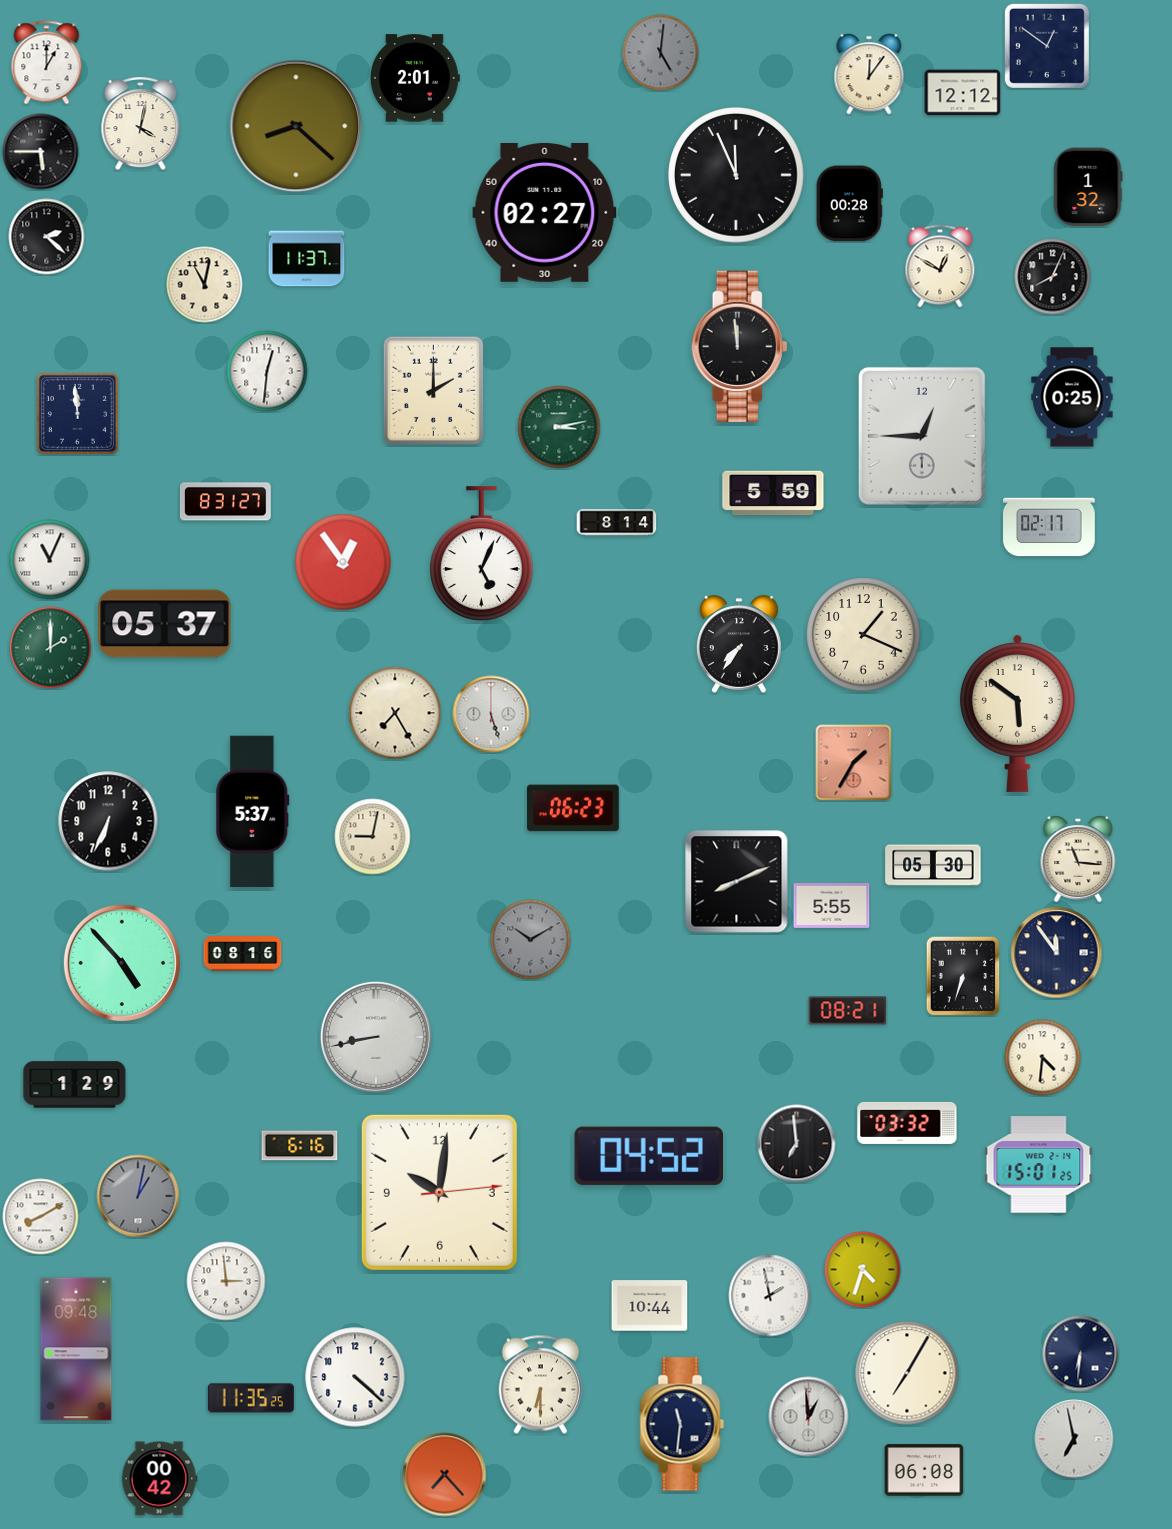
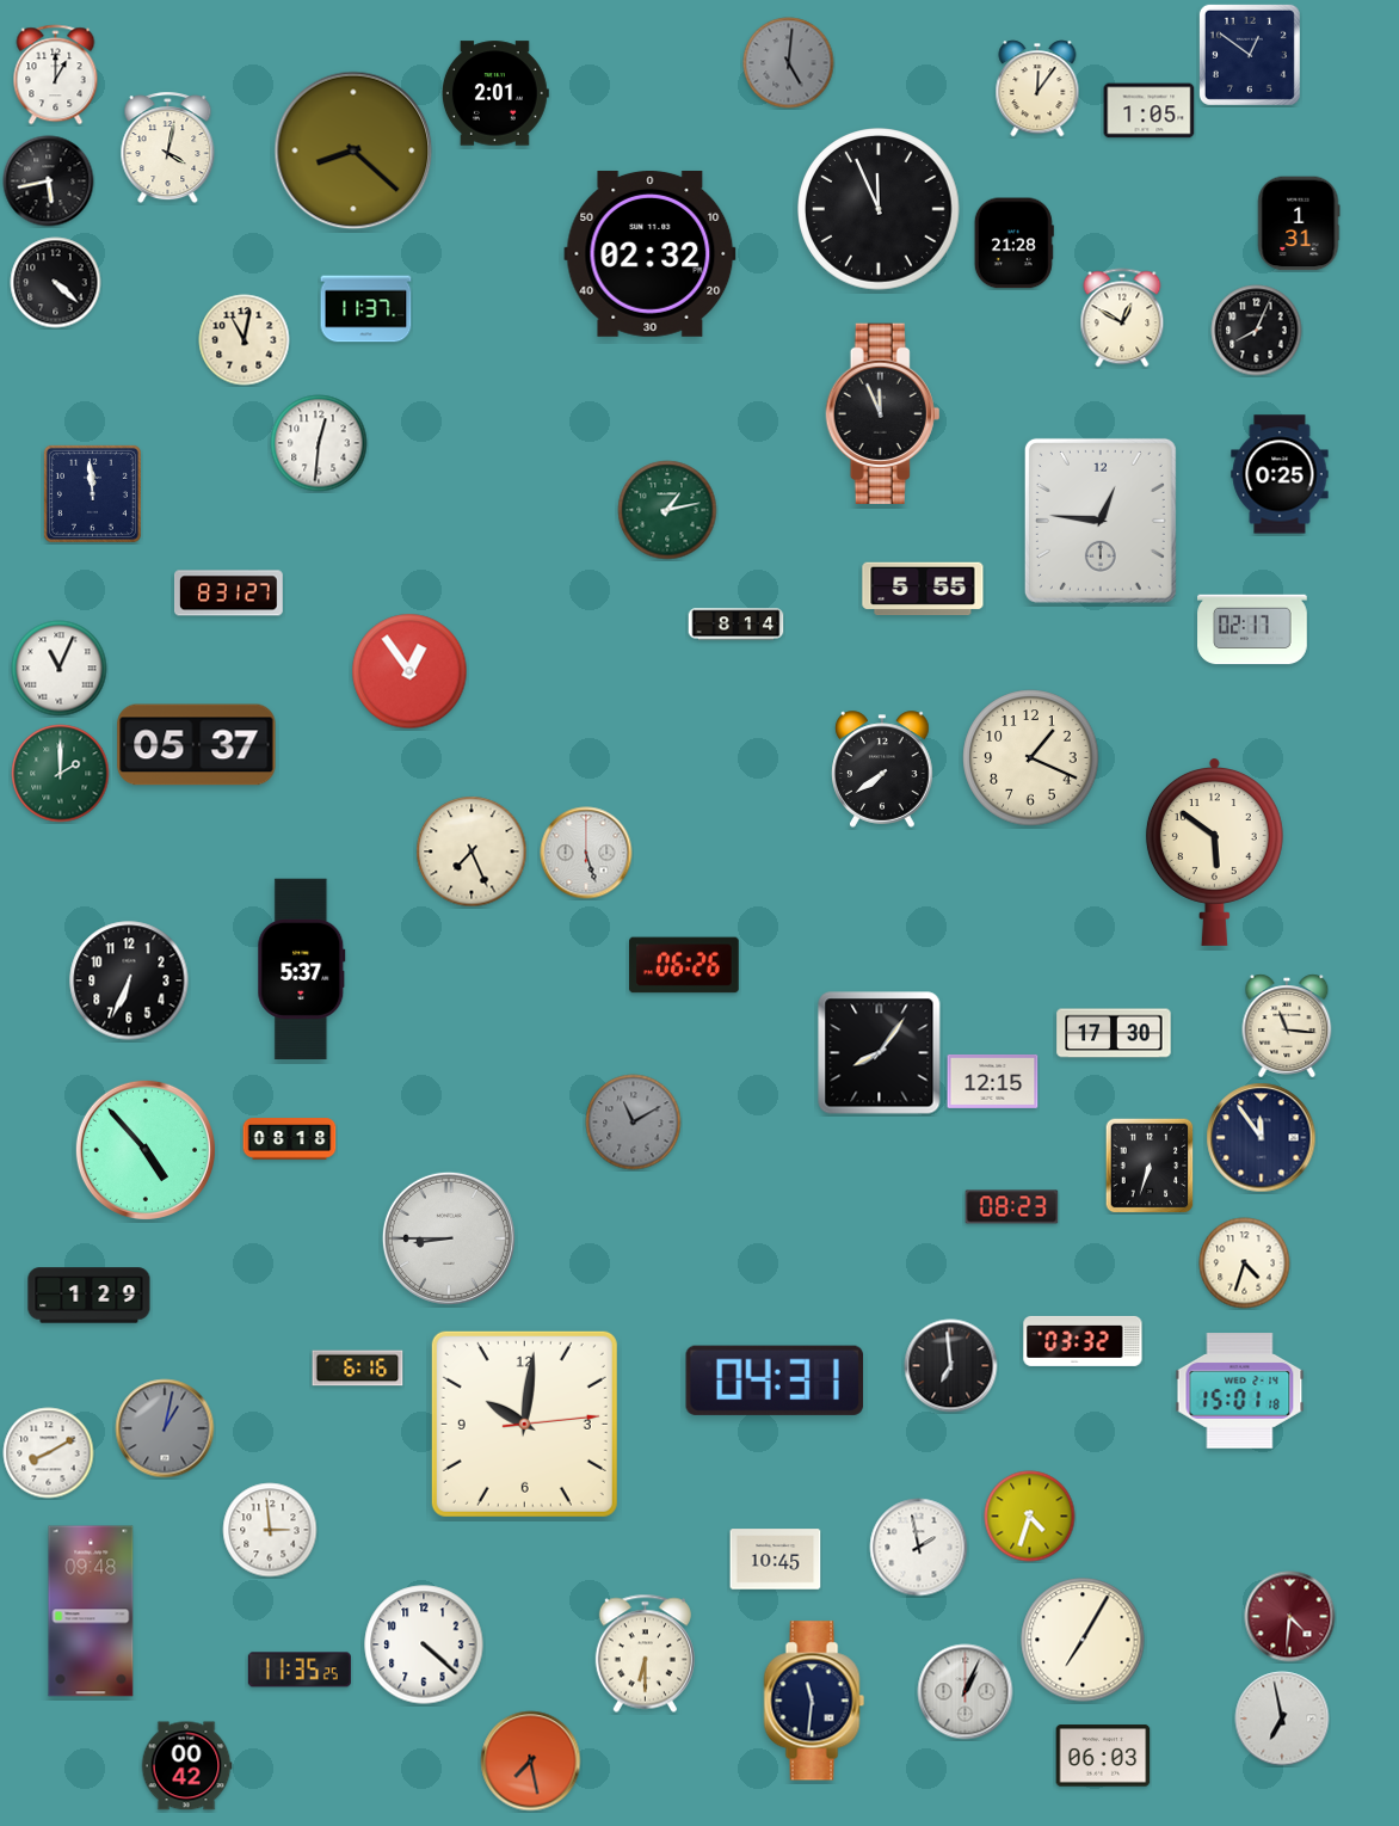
clock at (963, 93): 12:12 -> 1:05
clock at (41, 152): 5:45 -> 5:43
clock at (1088, 187): 1:32 -> 1:31
clock at (849, 204): 00:28 -> 21:28
clock at (545, 212): 02:27 -> 02:32
clock at (47, 237): 2:22 -> 4:22
clock at (740, 346): 11:59 -> 11:56
clock at (433, 390): 2:00 -> none
clock at (559, 427): 3:13 -> 1:13
clock at (922, 436): 12:45 -> 12:46
clock at (773, 493): 5:59 -> 5:55
clock at (226, 502) position: (226, 502) -> (229, 594)
clock at (482, 554): 5:04 -> none
clock at (739, 644): 7:36 -> 7:39
clock at (395, 713): 7:25 -> 7:26
clock at (854, 763): 1:35 -> none
clock at (573, 808): 06:23 -> 06:26
clock at (373, 837): 9:02 -> none
clock at (933, 865): 05:30 -> 17:30
clock at (737, 882): 8:11 -> 8:06
clock at (832, 905): 5:55 -> 12:15
clock at (531, 940): 10:10 -> 11:10
clock at (243, 954): 08:16 -> 08:18
clock at (848, 1011): 08:21 -> 08:23
clock at (376, 1037): 8:43 -> 8:45
clock at (1043, 1058): 4:31 -> 4:33
clock at (648, 1156): 04:52 -> 04:31
clock at (1039, 1165): 15:01:25 -> 15:01:18
clock at (650, 1306): 10:44 -> 10:45
clock at (1081, 1354): 6:31 -> 4:31
clock at (1081, 1354) dial: navy -> burgundy
clock at (809, 1417): 12:59 -> 1:04
clock at (924, 1470): 06:08 -> 06:03
clock at (445, 1475): 7:23 -> 7:28
clock at (159, 1479) position: (159, 1479) -> (186, 1766)
